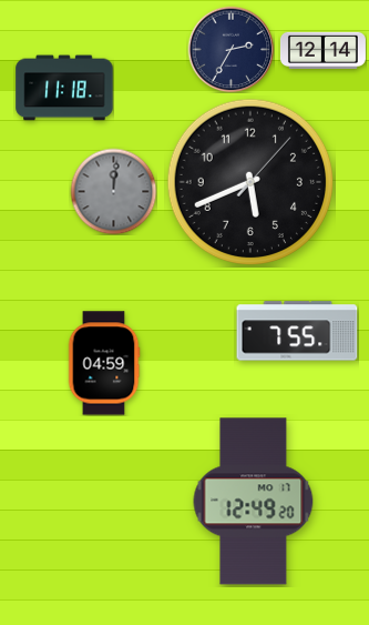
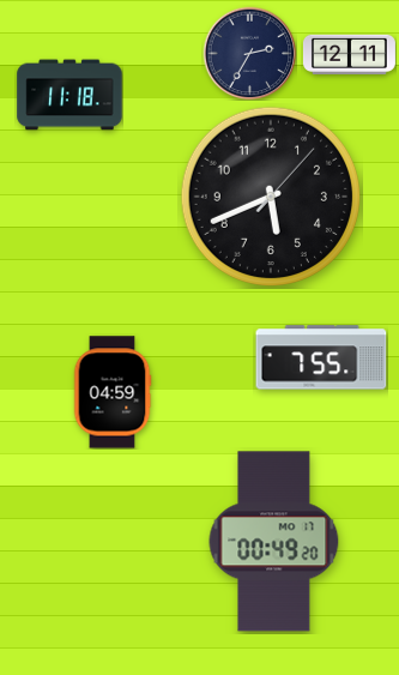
clock at (322, 50): 12:14 -> 12:11
clock at (113, 191): 12:01 -> none
clock at (254, 502): 12:49 -> 00:49
